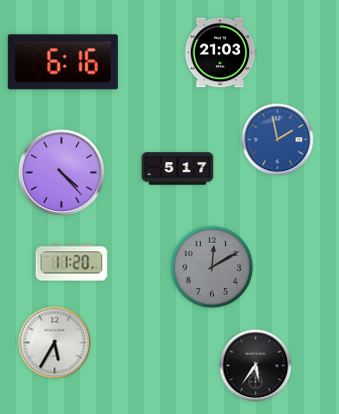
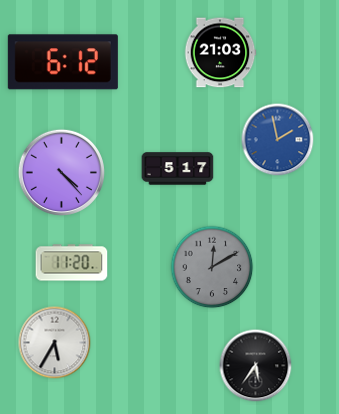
clock at (63, 62): 6:16 -> 6:12
